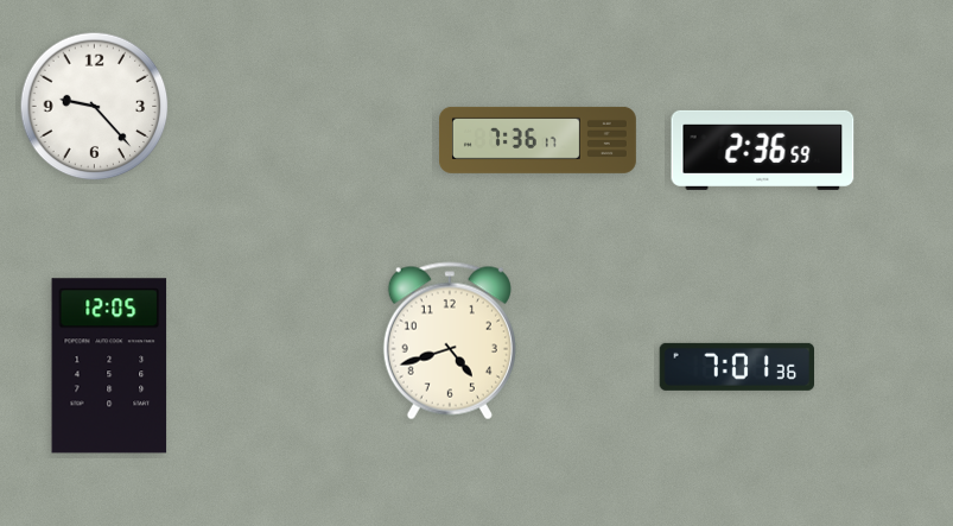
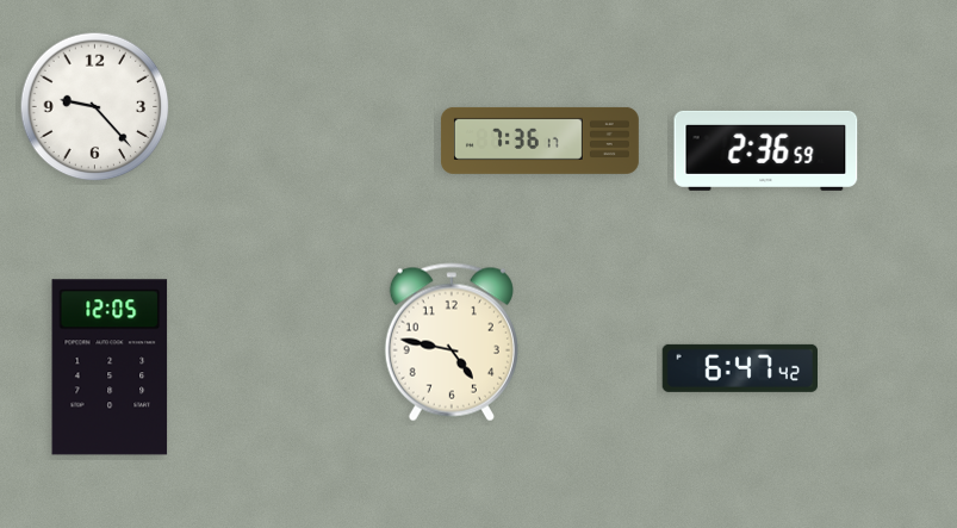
clock at (450, 341): 4:42 -> 4:47
clock at (736, 367): 7:01 -> 6:47
